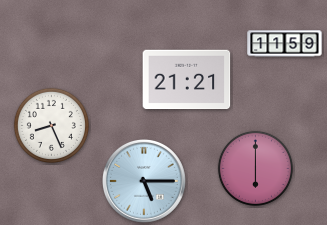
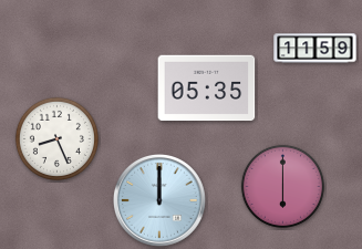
clock at (187, 80): 21:21 -> 05:35
clock at (145, 182): 5:15 -> 12:00
